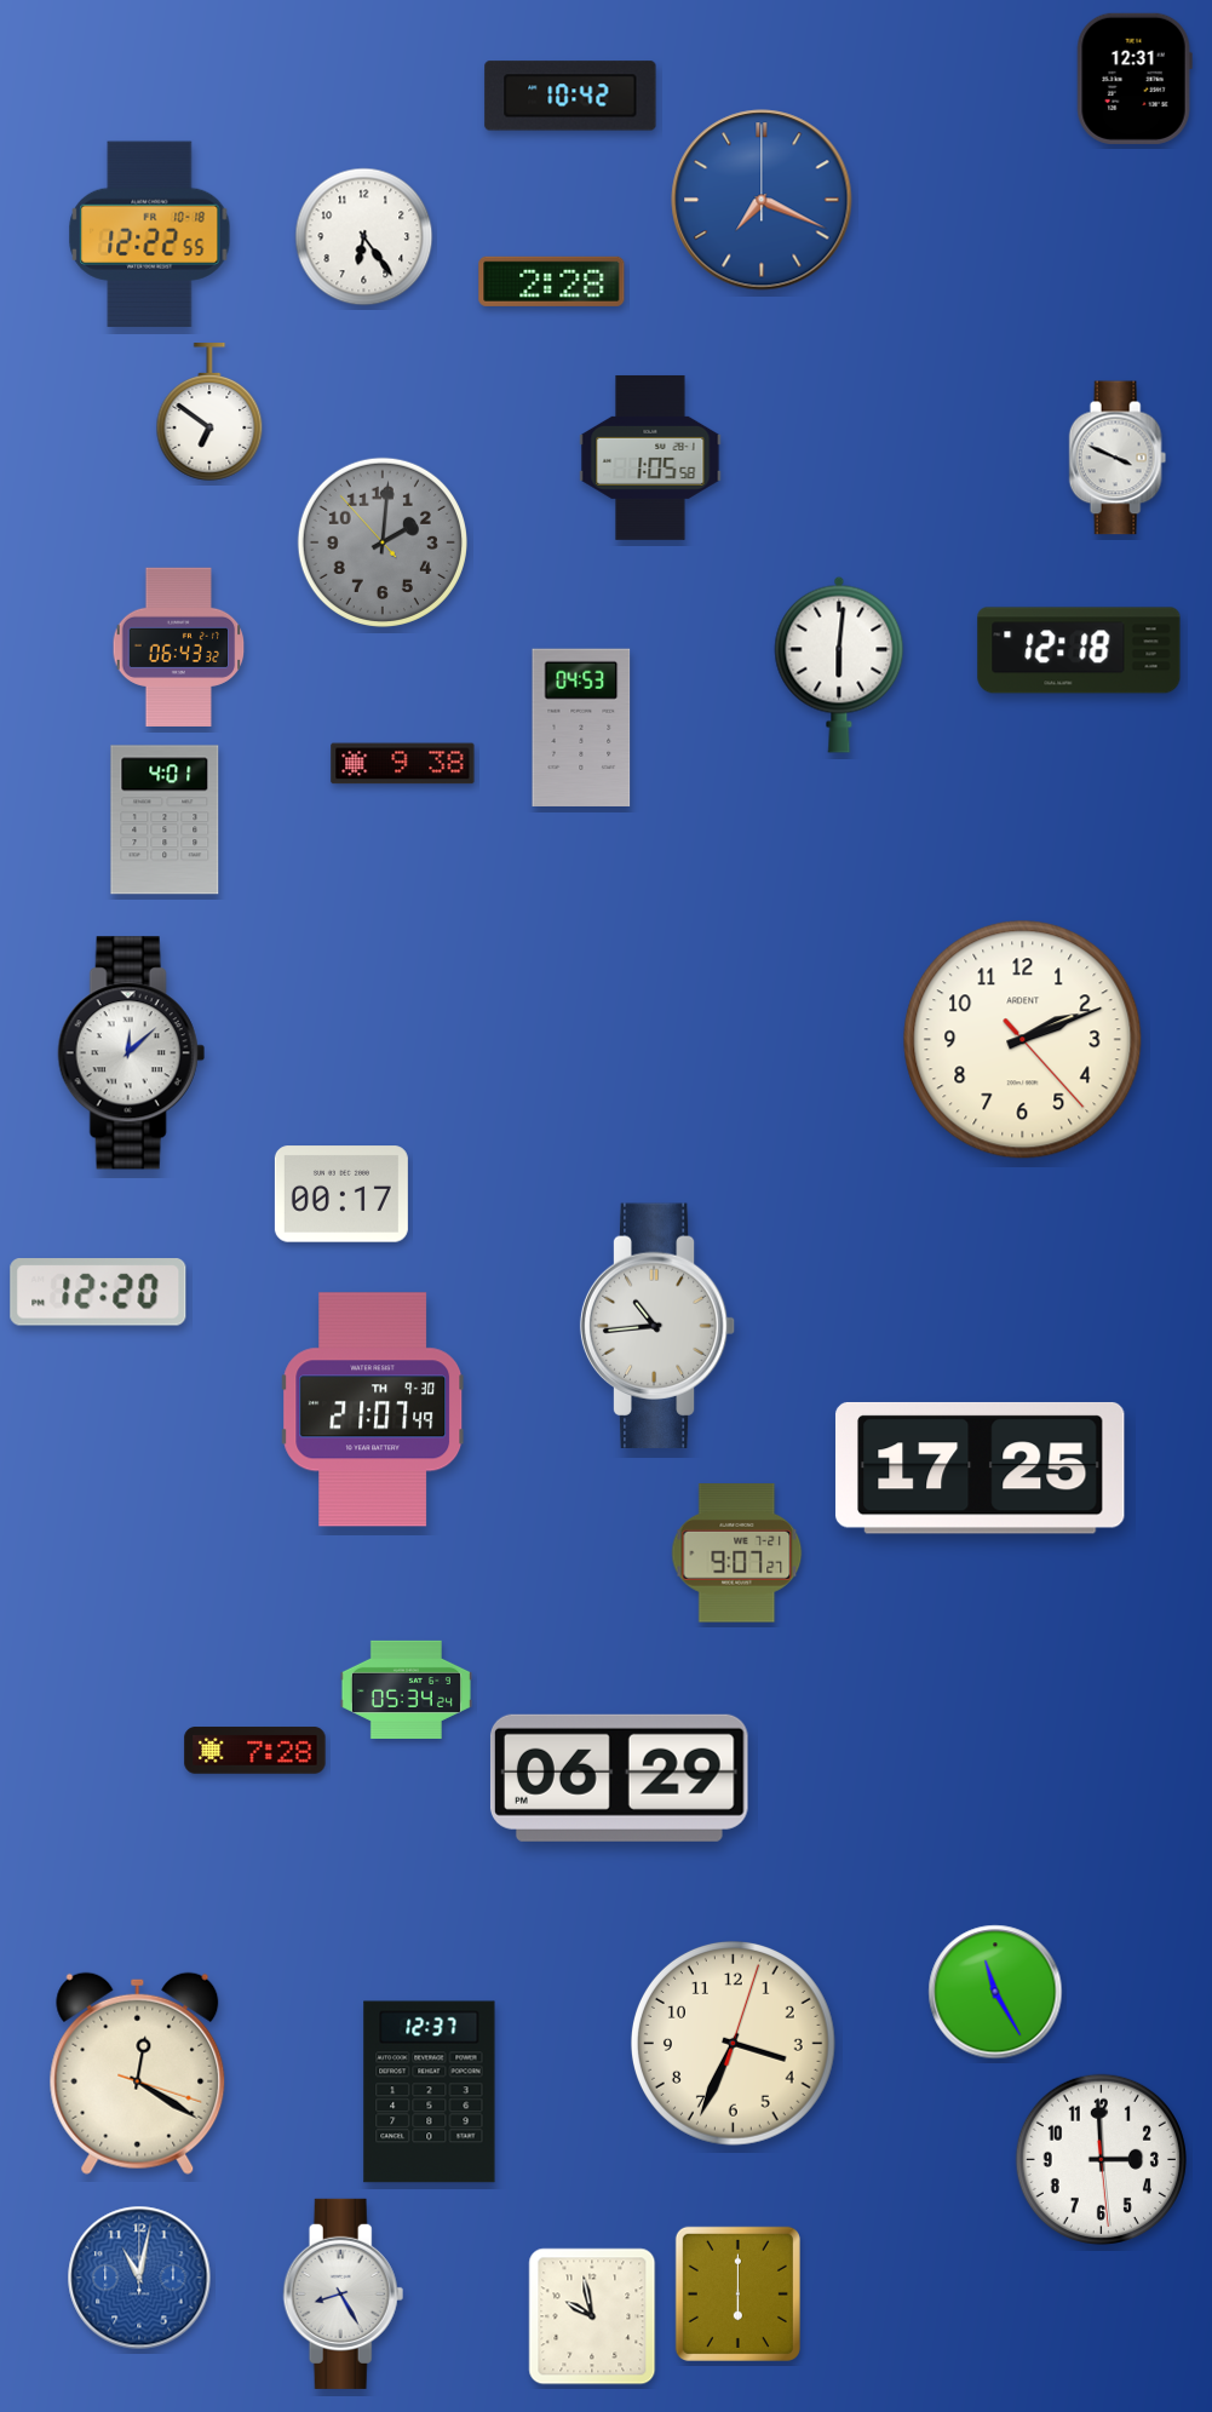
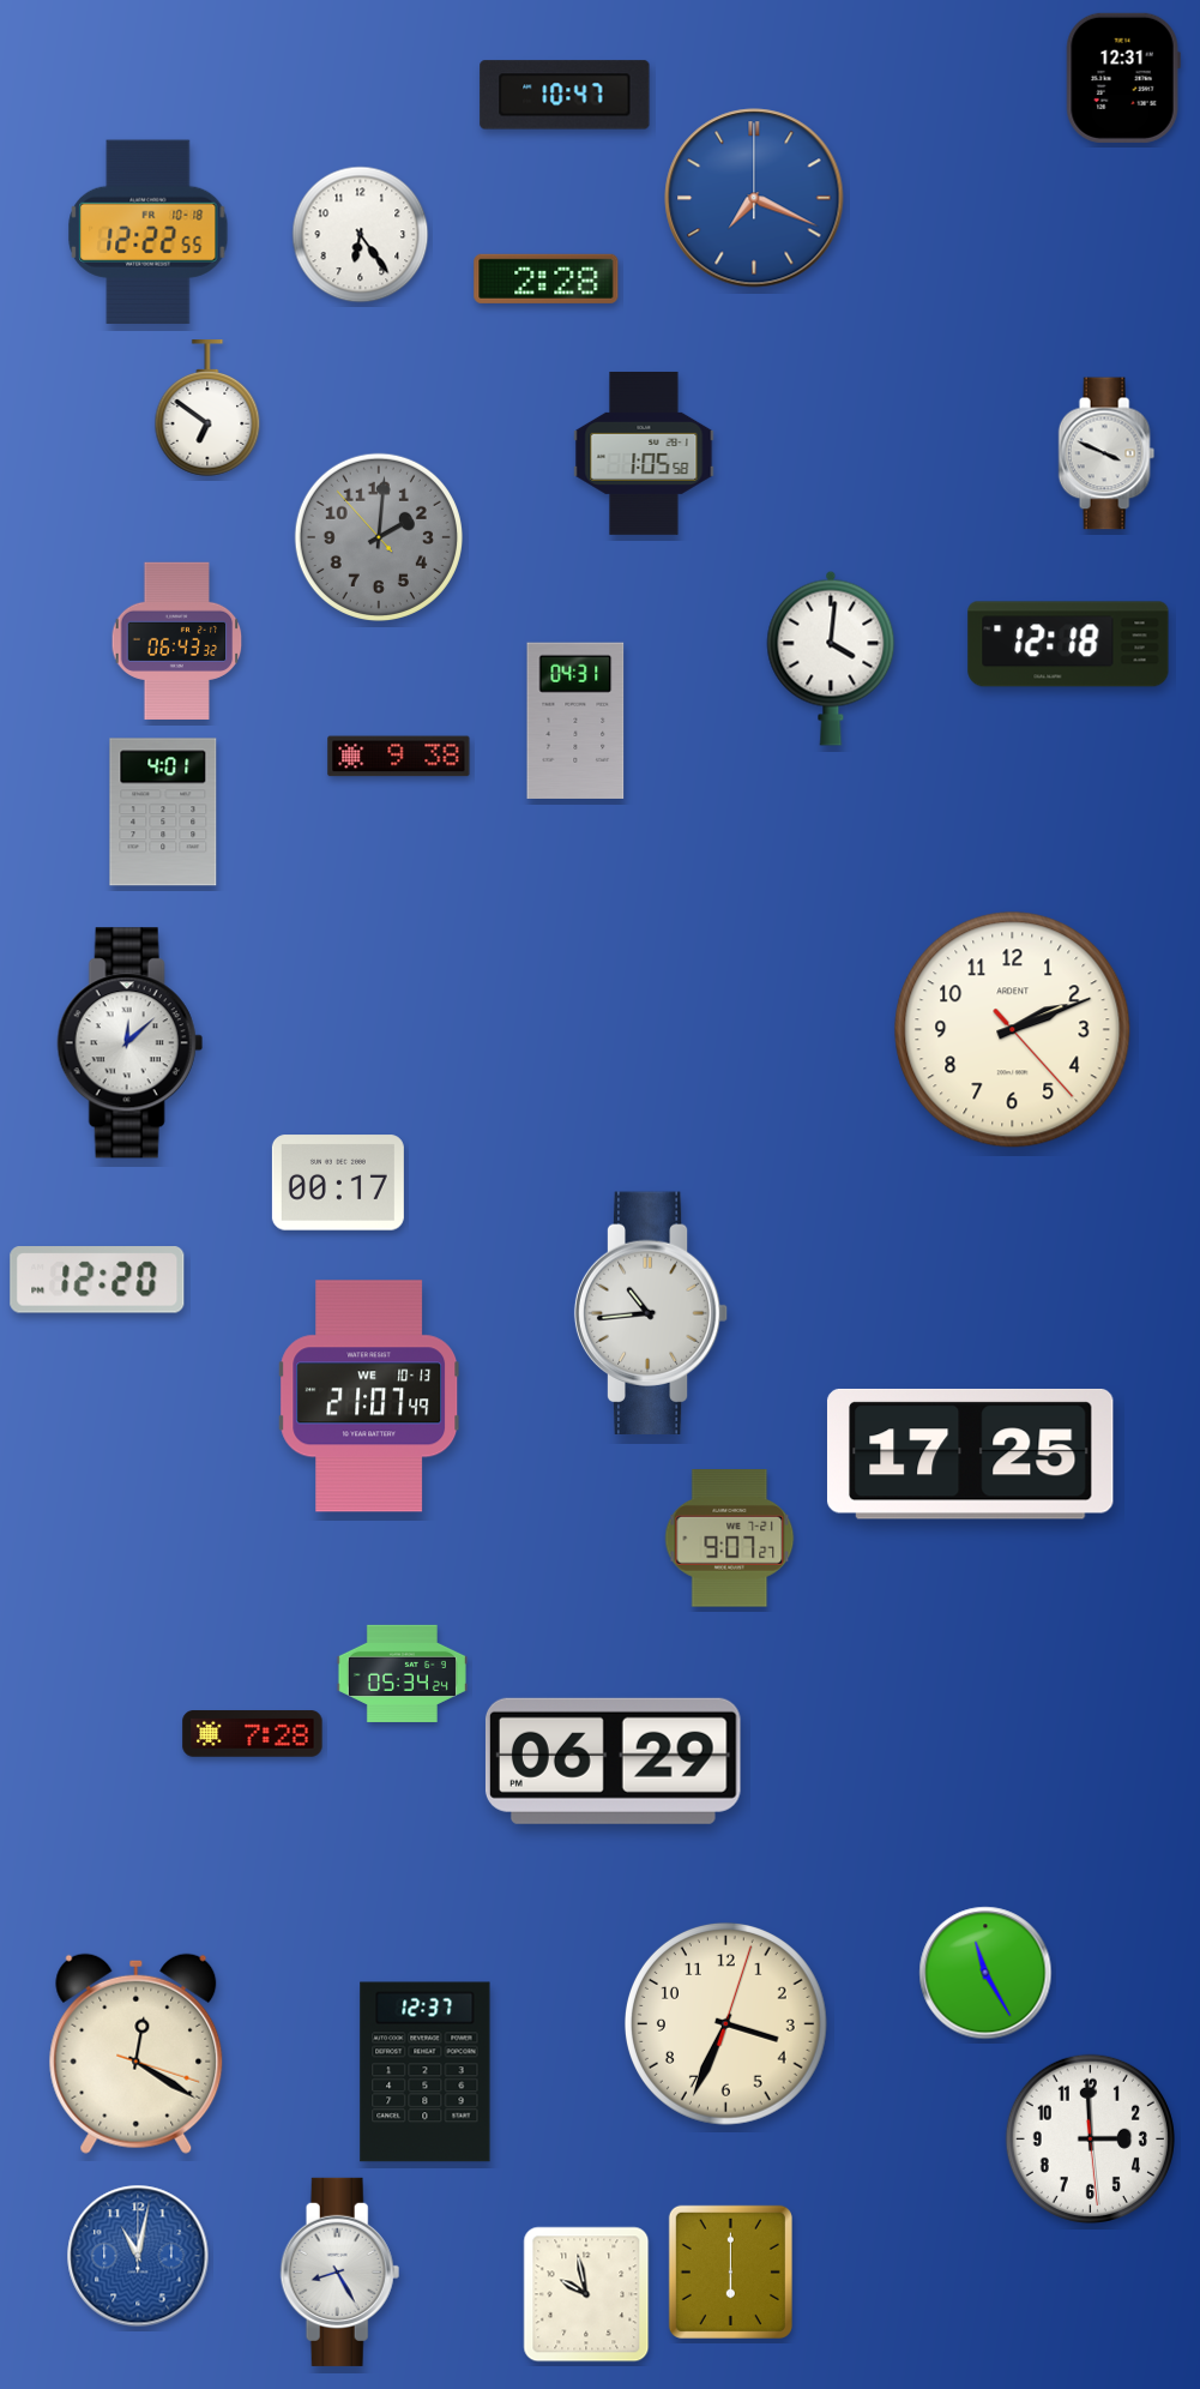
clock at (570, 96): 10:42 -> 10:47
clock at (839, 665): 6:01 -> 4:01
clock at (581, 728): 04:53 -> 04:31
clock at (373, 1409) date: TH 9-30 -> WE 10-13
